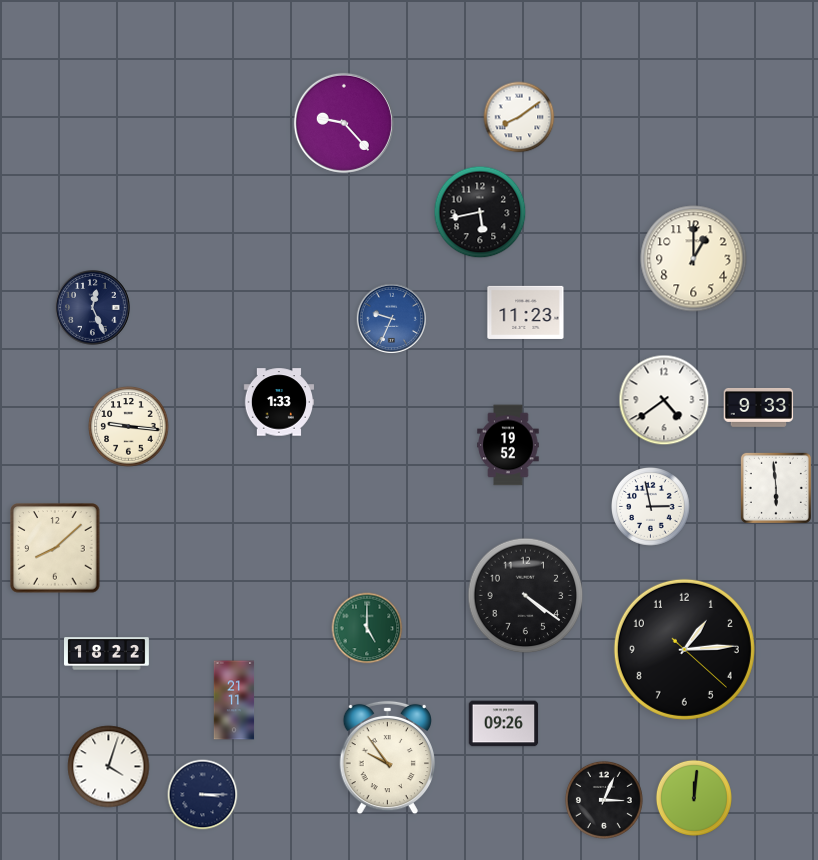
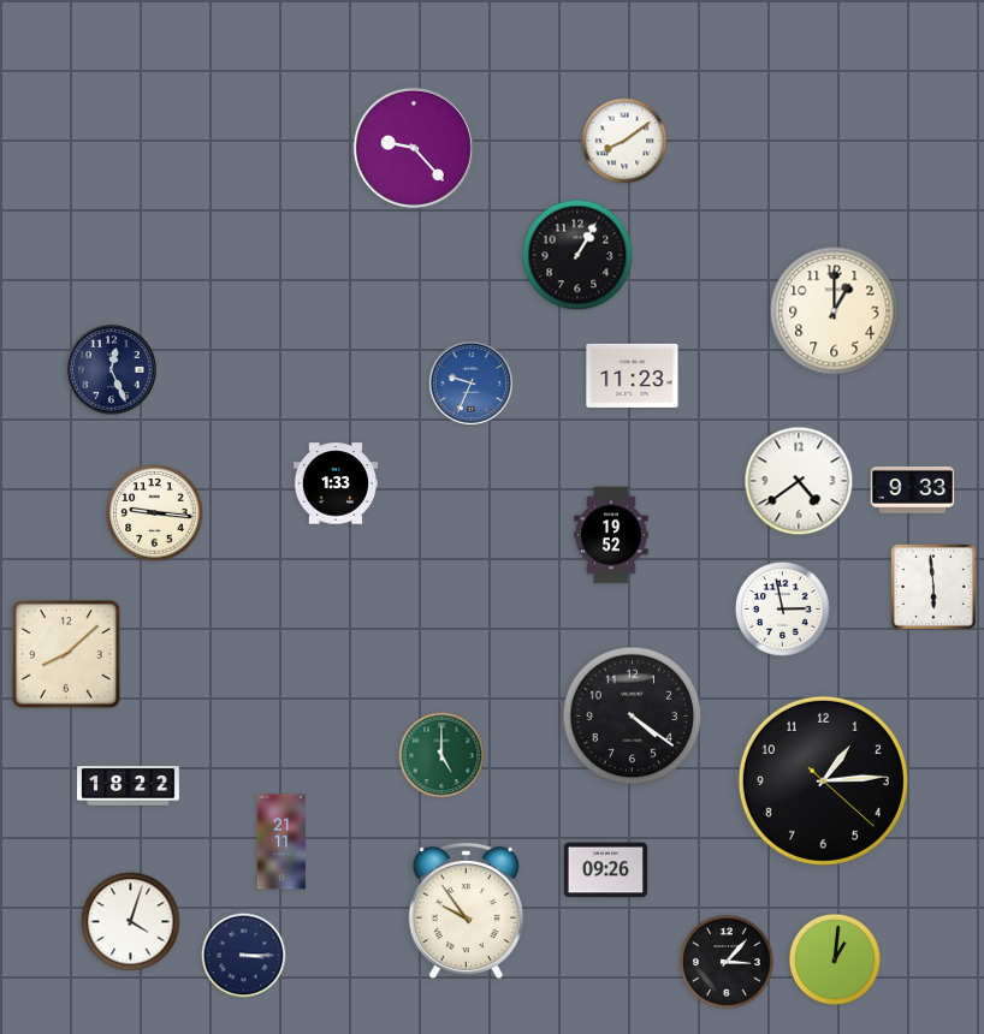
clock at (480, 212): 5:43 -> 1:05
clock at (55, 548) position: (55, 548) -> (66, 654)
clock at (694, 798): 12:01 -> 1:01
clock at (604, 800): 3:04 -> 3:07
